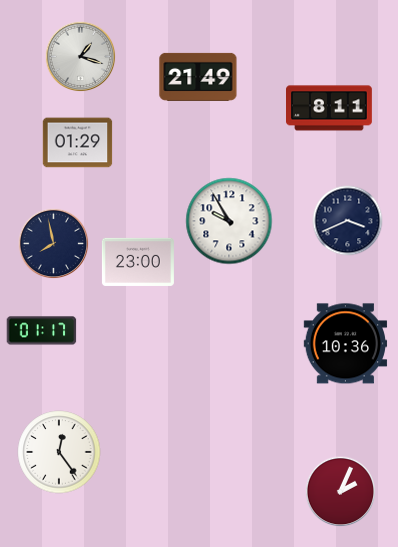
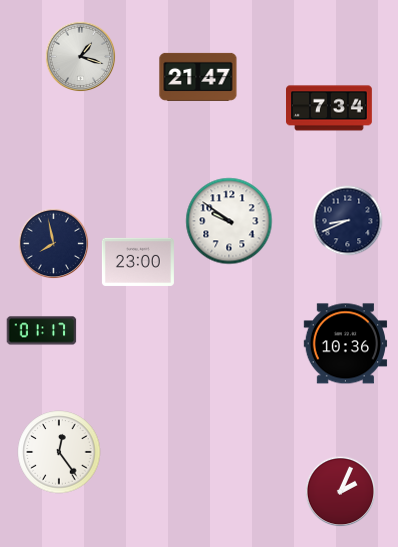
clock at (198, 77): 21:49 -> 21:47
clock at (330, 108): 8:11 -> 7:34
clock at (78, 143): 01:29 -> none
clock at (229, 221): 9:55 -> 9:51
clock at (348, 221): 3:41 -> 8:41
